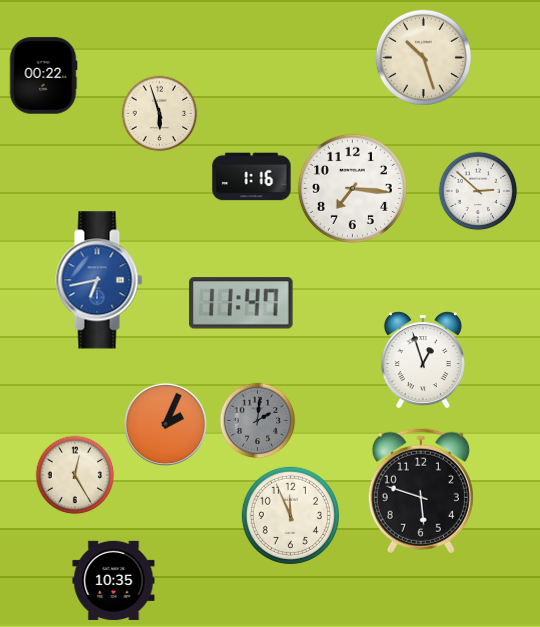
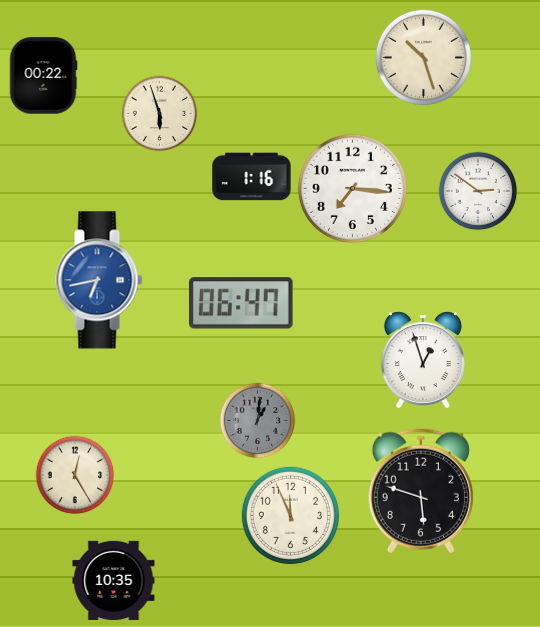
clock at (478, 191): 2:52 -> 2:51
clock at (242, 303): 11:47 -> 06:47
clock at (258, 421): 2:01 -> 1:01
clock at (165, 424): 2:04 -> none
